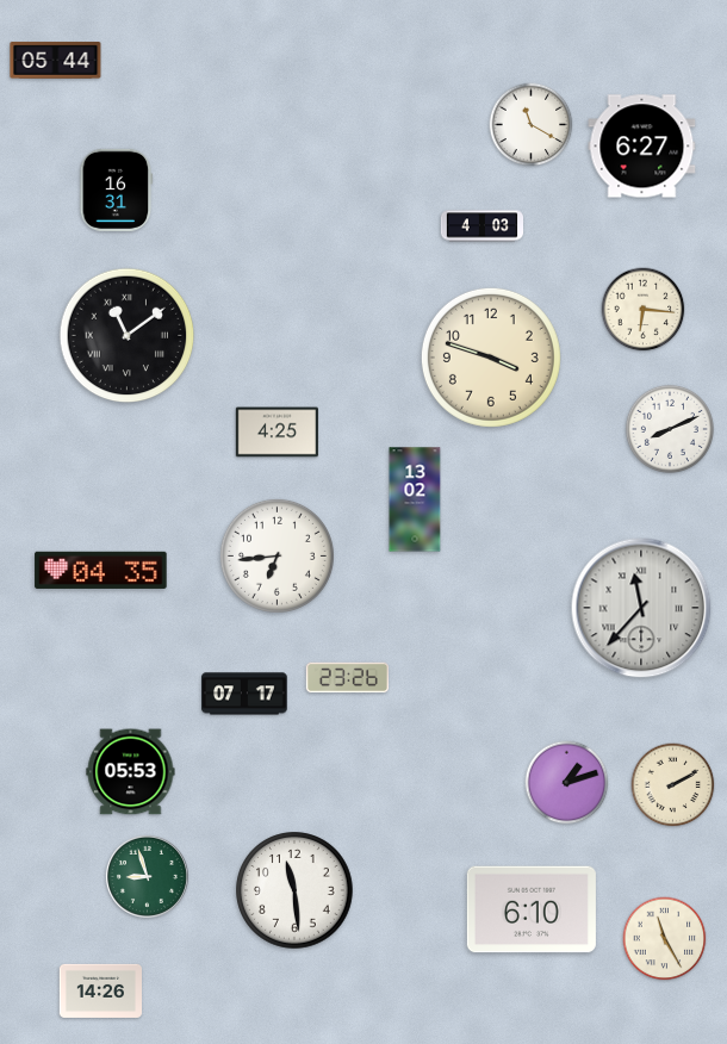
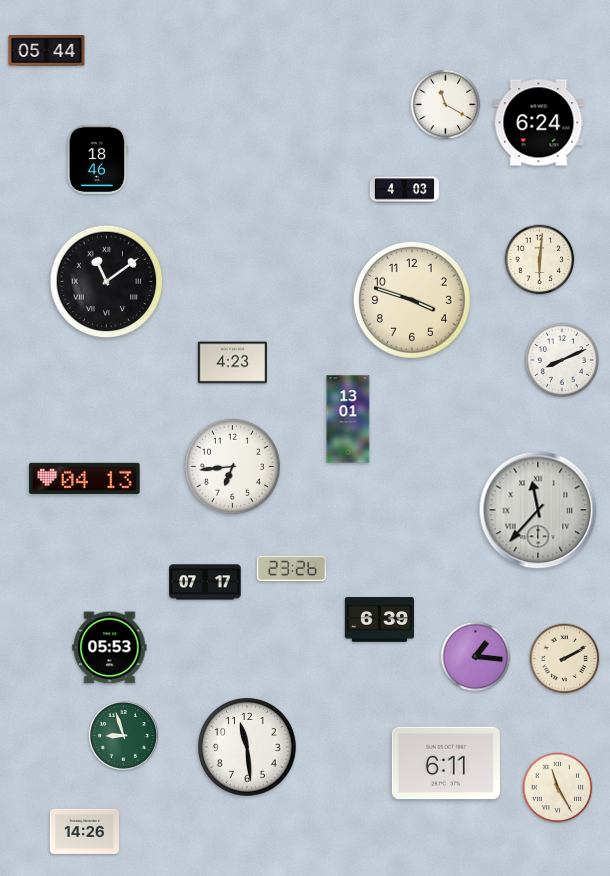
clock at (642, 147): 6:27 -> 6:24
clock at (117, 189): 16:31 -> 18:46
clock at (644, 310): 6:16 -> 6:01
clock at (276, 433): 4:25 -> 4:23
clock at (415, 499): 13:02 -> 13:01
clock at (101, 570): 04:35 -> 04:13
clock at (379, 620): none -> 6:39
clock at (567, 783): 1:12 -> 1:16
clock at (532, 909): 6:10 -> 6:11
